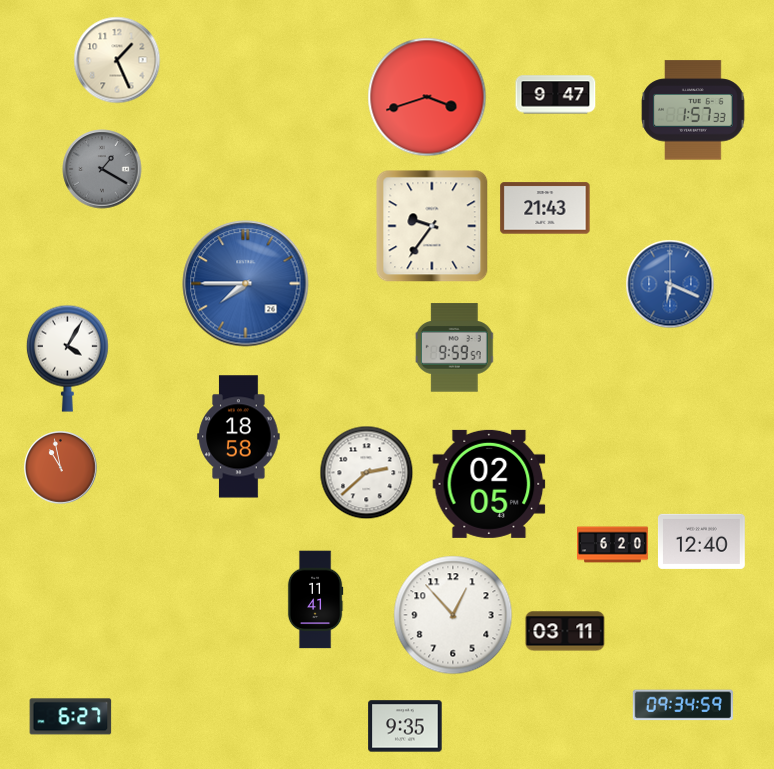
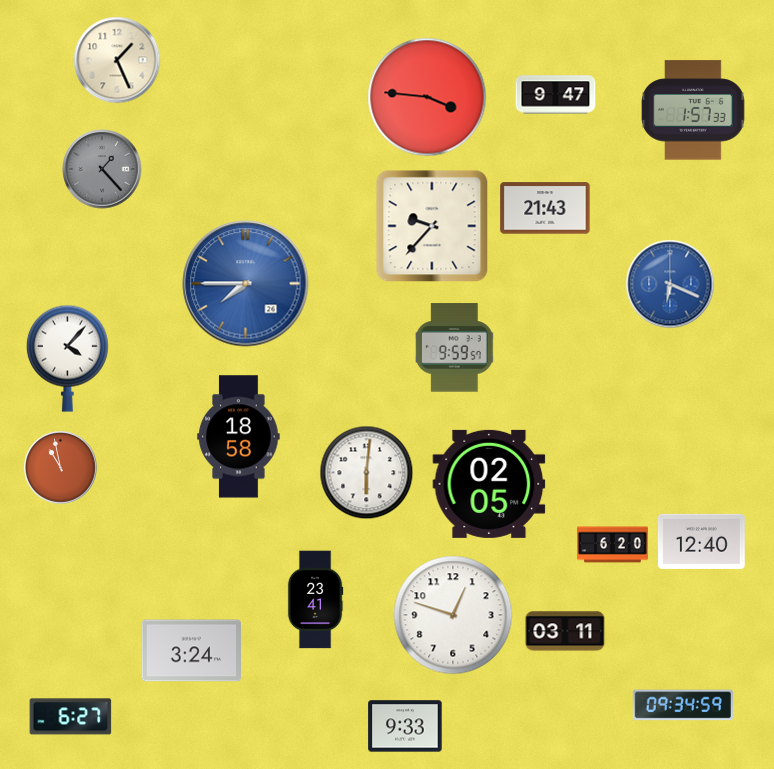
clock at (427, 97): 3:42 -> 3:46
clock at (102, 169): 1:20 -> 1:23
clock at (432, 226): 9:36 -> 9:37
clock at (67, 358): 4:05 -> 4:07
clock at (367, 473): 2:38 -> 6:01
clock at (315, 600): 11:41 -> 23:41
clock at (453, 615): 12:53 -> 12:48
clock at (191, 651): none -> 3:24
clock at (405, 726): 9:35 -> 9:33
